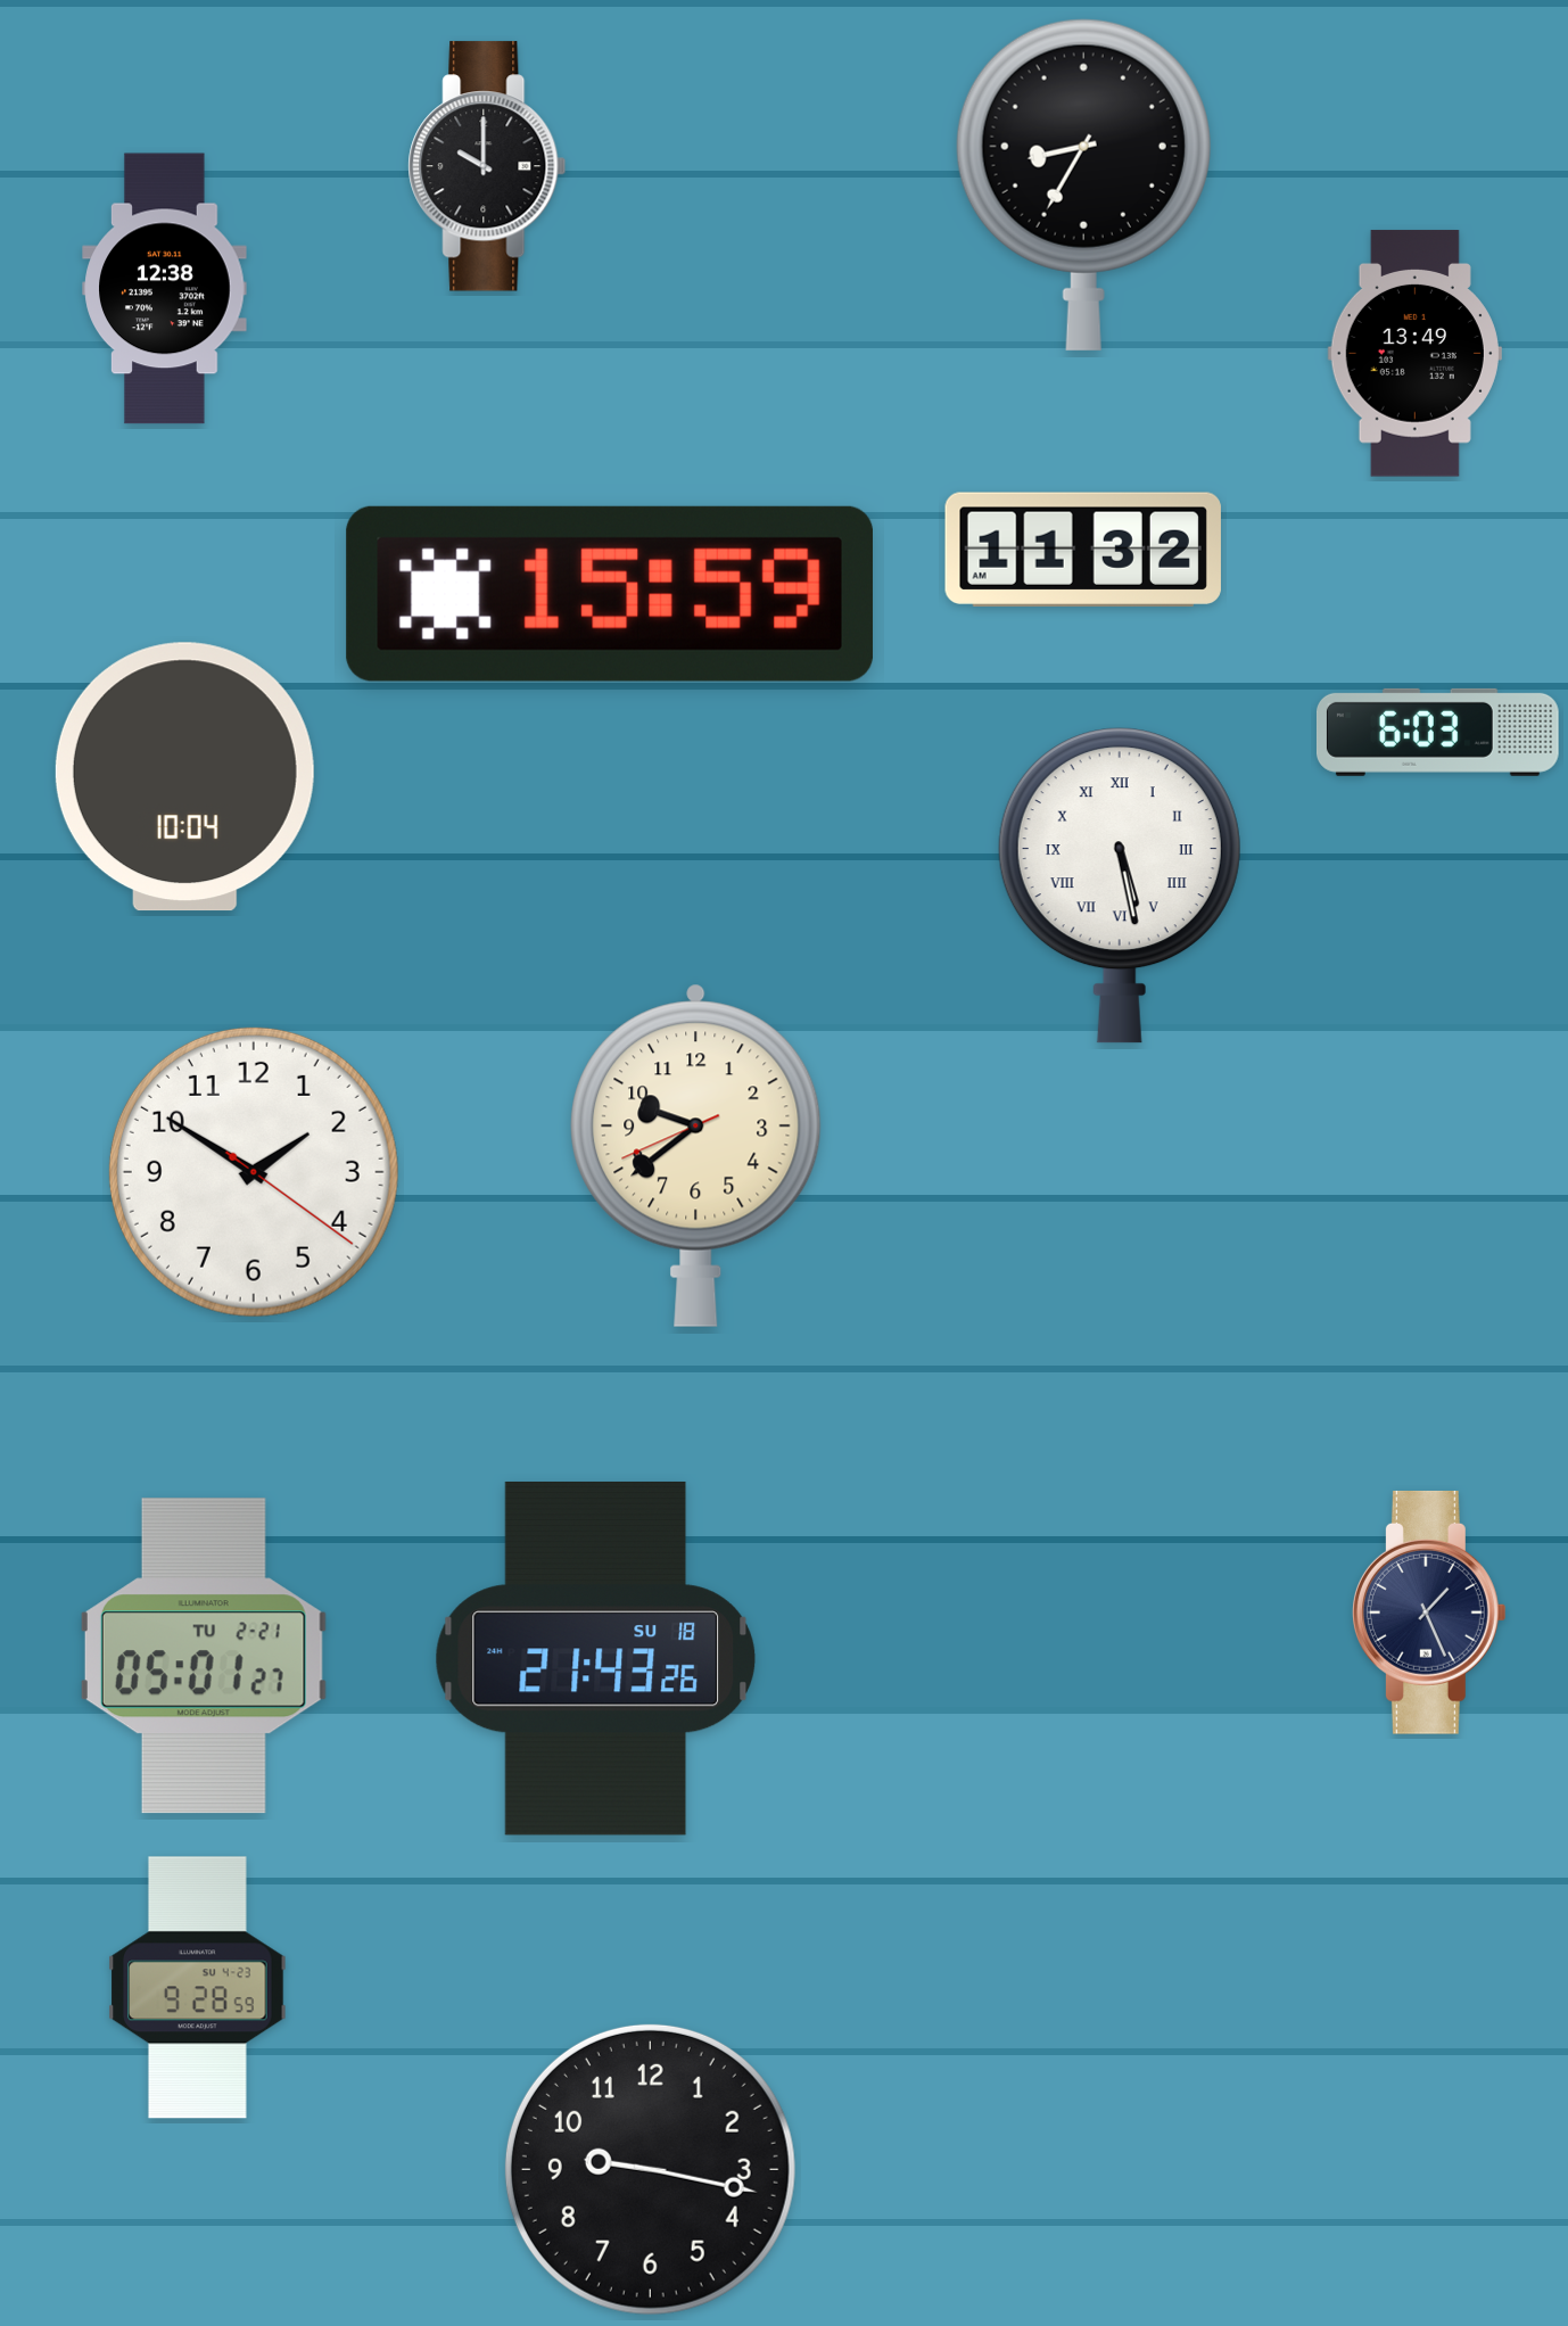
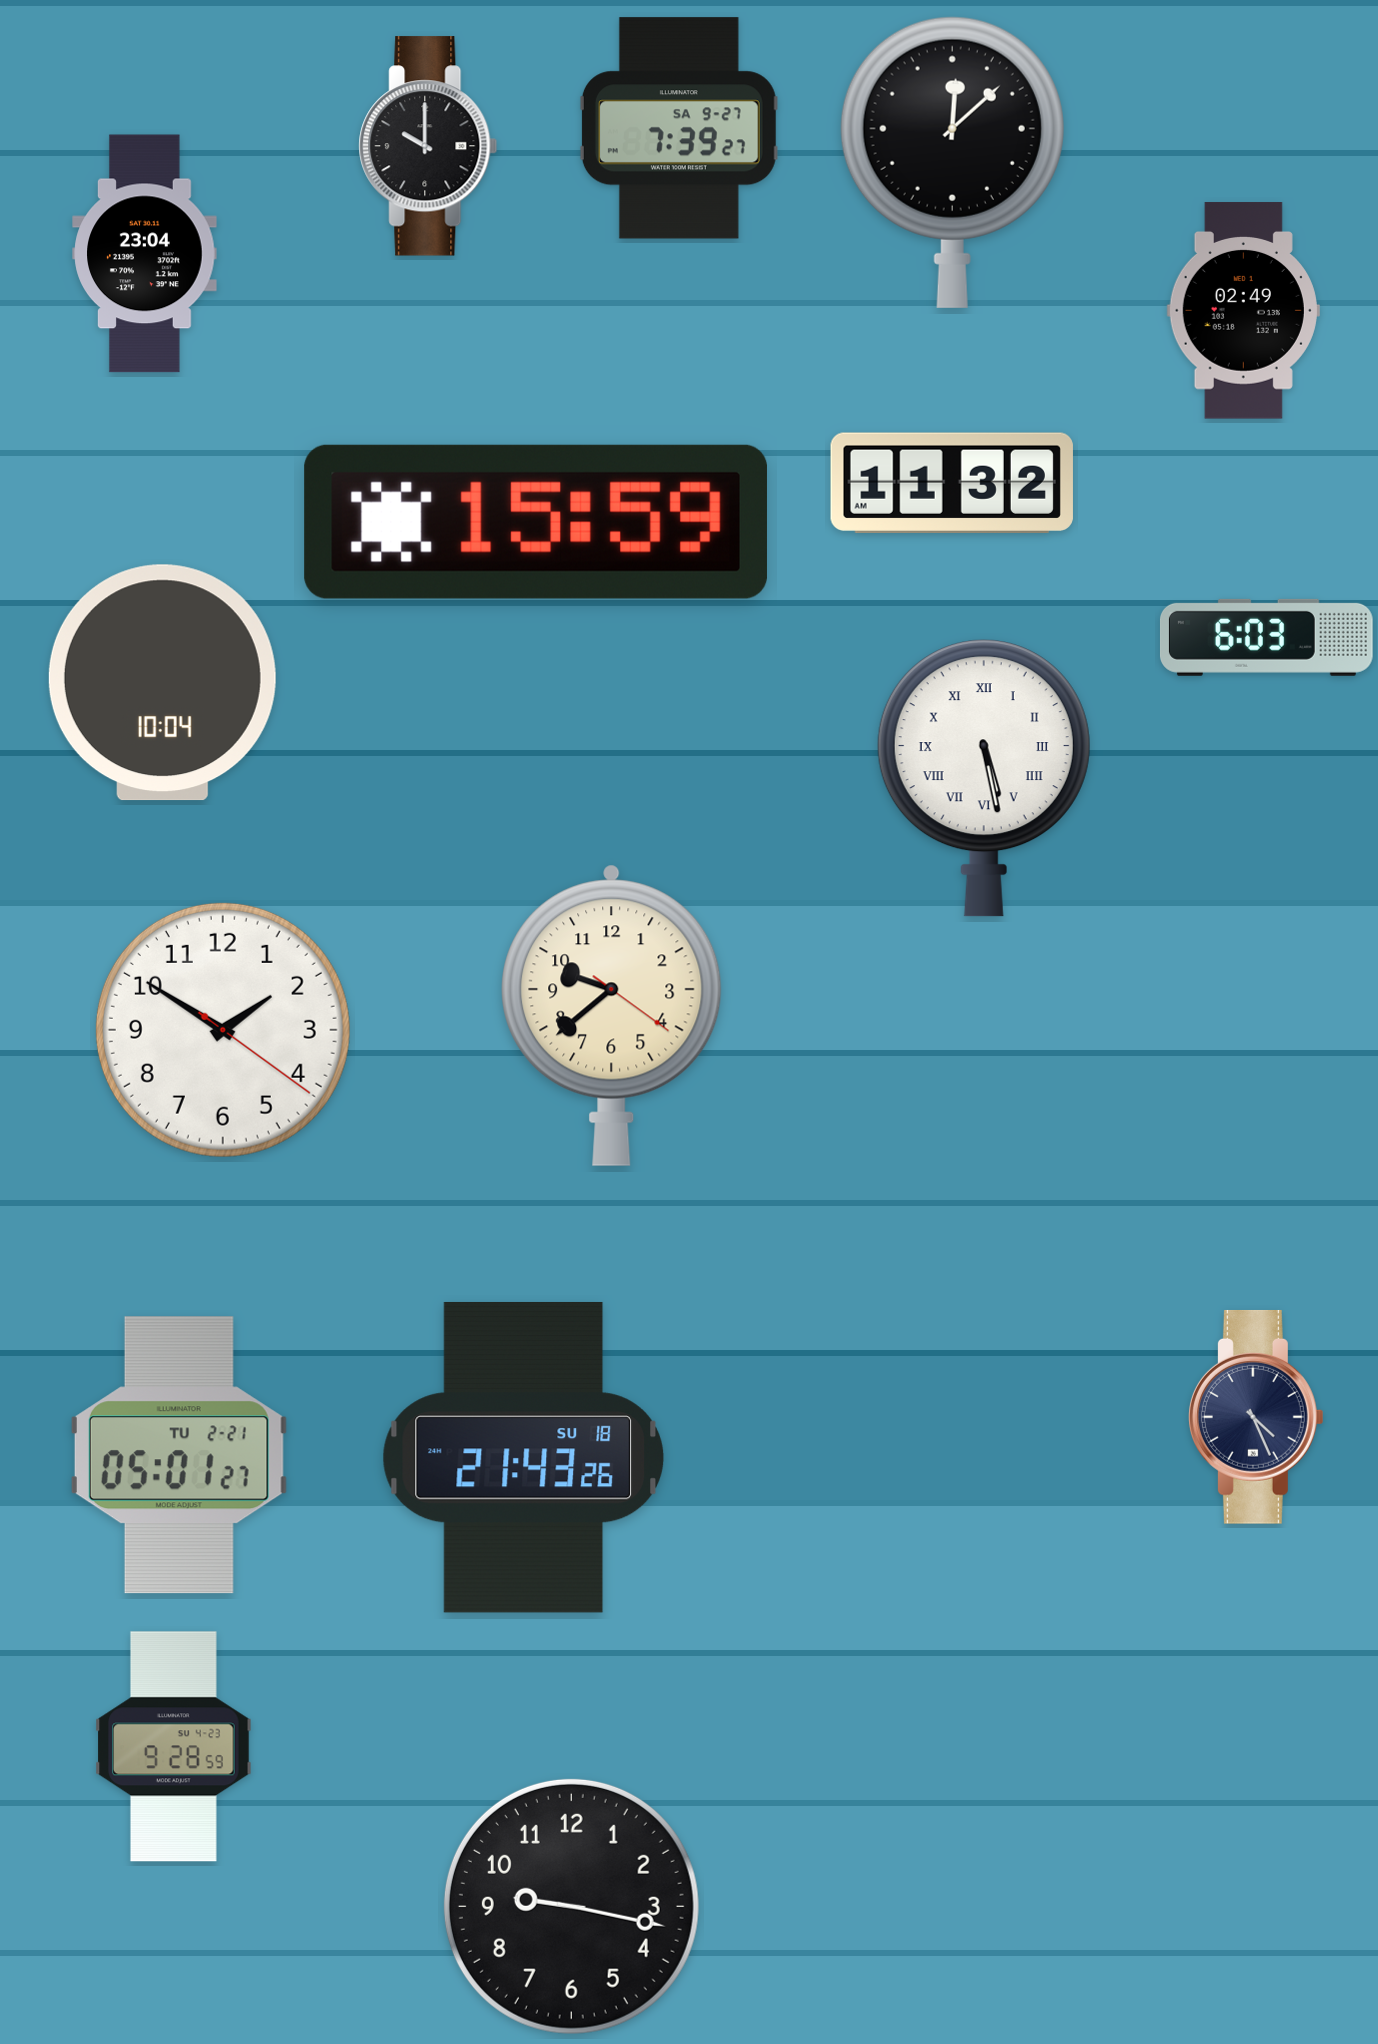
clock at (679, 128): none -> 7:39
clock at (1083, 184): 8:35 -> 12:08
clock at (165, 289): 12:38 -> 23:04
clock at (1414, 354): 13:49 -> 02:49
clock at (1437, 732) position: (1437, 732) -> (1266, 637)
clock at (696, 1155): 9:38:41 -> 9:38:21
clock at (1429, 1612): 1:26 -> 4:26
